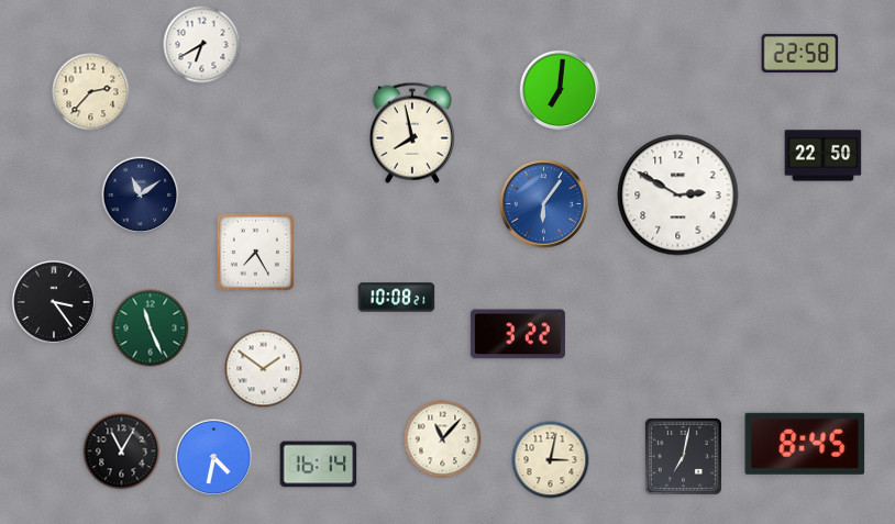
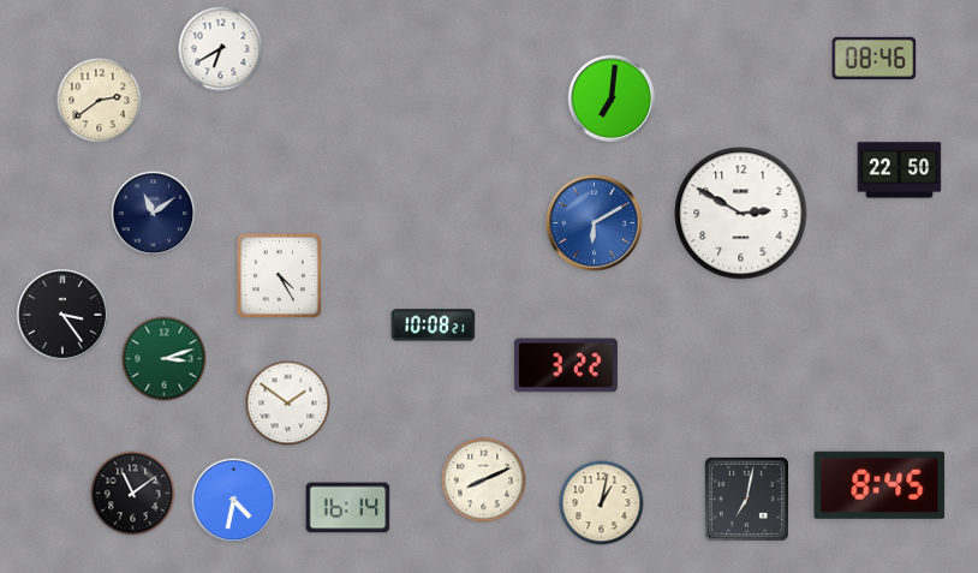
clock at (800, 53): 22:58 -> 08:46
clock at (91, 92): 2:37 -> 2:39
clock at (412, 133): 7:58 -> none
clock at (544, 204): 6:06 -> 6:10
clock at (255, 252): 7:25 -> 4:25
clock at (54, 302) position: (54, 302) -> (62, 315)
clock at (151, 328): 11:26 -> 3:12
clock at (443, 439): 11:07 -> 8:11
clock at (122, 451): 11:05 -> 11:09
clock at (551, 460): 3:02 -> 1:02
